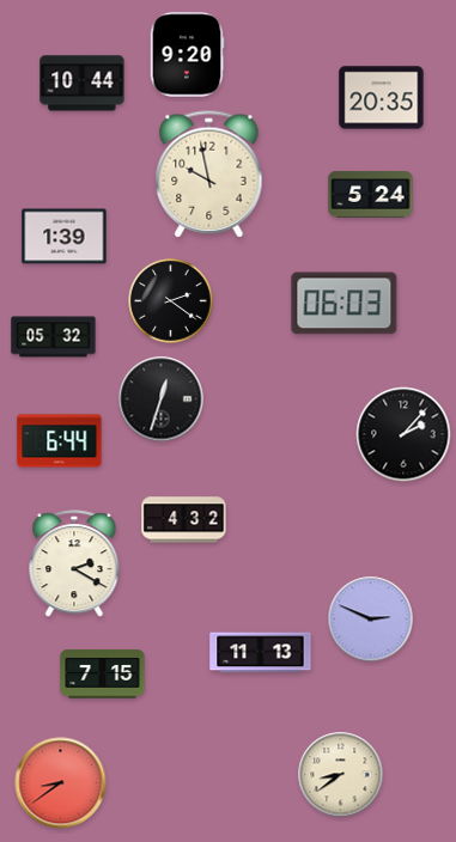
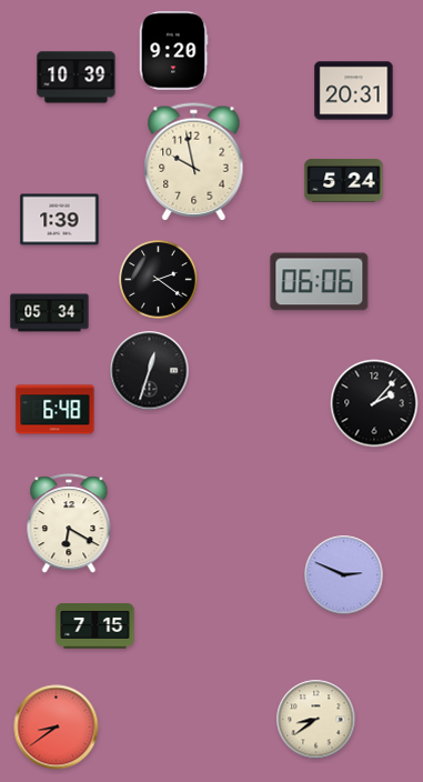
clock at (83, 84): 10:44 -> 10:39
clock at (382, 98): 20:35 -> 20:31
clock at (345, 304): 06:03 -> 06:06
clock at (54, 337): 05:32 -> 05:34
clock at (60, 441): 6:44 -> 6:48
clock at (184, 520): 4:32 -> none
clock at (74, 565): 2:20 -> 6:20
clock at (261, 653): 11:13 -> none
